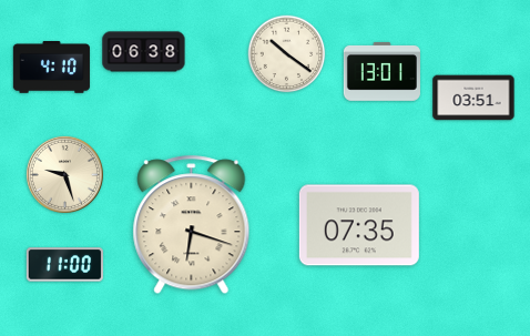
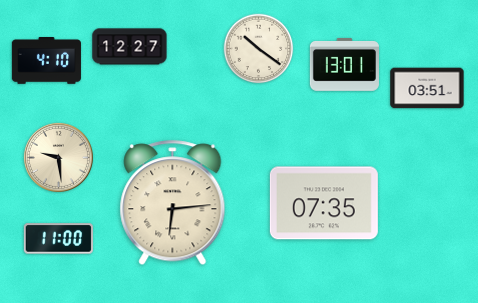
clock at (144, 52): 06:38 -> 12:27
clock at (64, 174): 9:27 -> 9:29
clock at (192, 225): 6:18 -> 6:14
